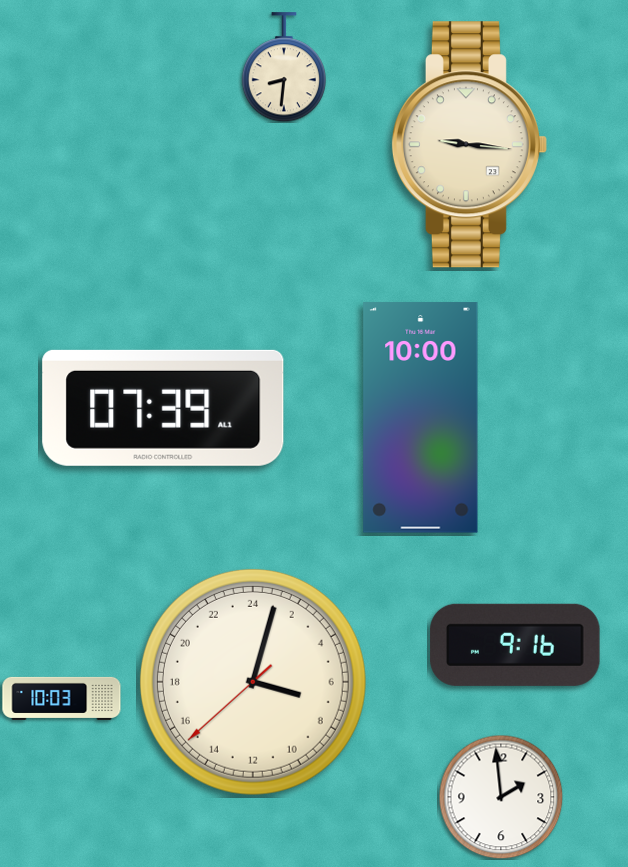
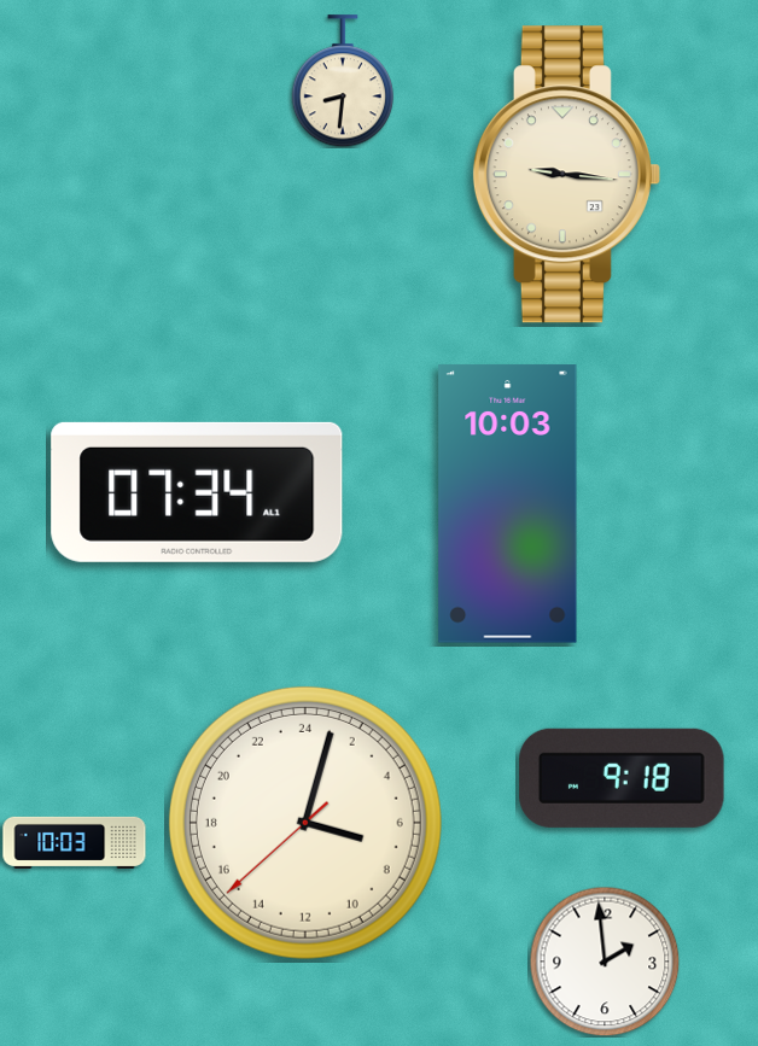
clock at (163, 408): 07:39 -> 07:34
clock at (421, 418): 10:00 -> 10:03
clock at (515, 645): 9:16 -> 9:18
